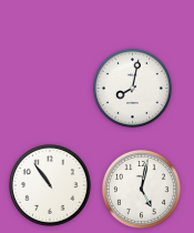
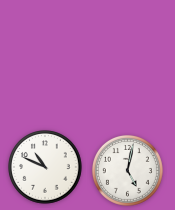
clock at (132, 88): 8:02 -> none
clock at (50, 185): 10:54 -> 10:49
